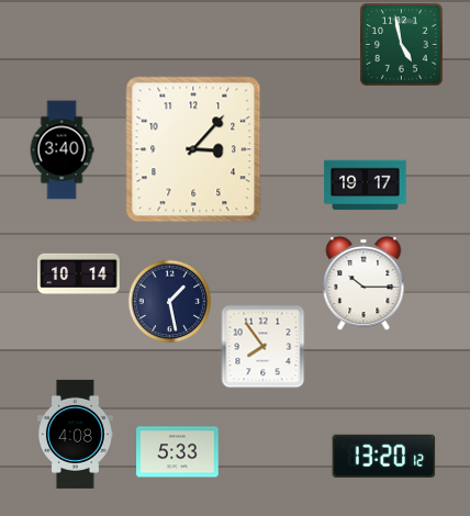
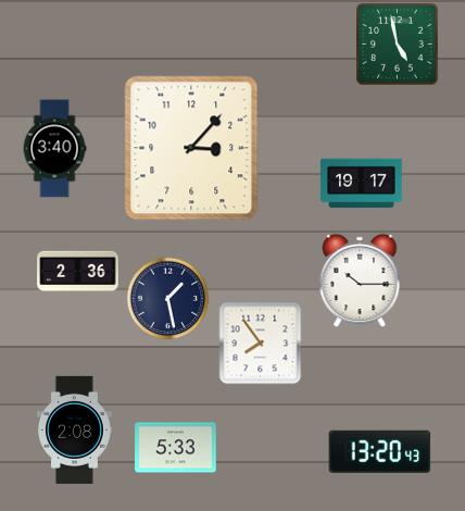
clock at (61, 150) position: (61, 150) -> (54, 149)
clock at (79, 274): 10:14 -> 2:36
clock at (76, 434): 4:08 -> 2:08
clock at (384, 456): 13:20:12 -> 13:20:43
